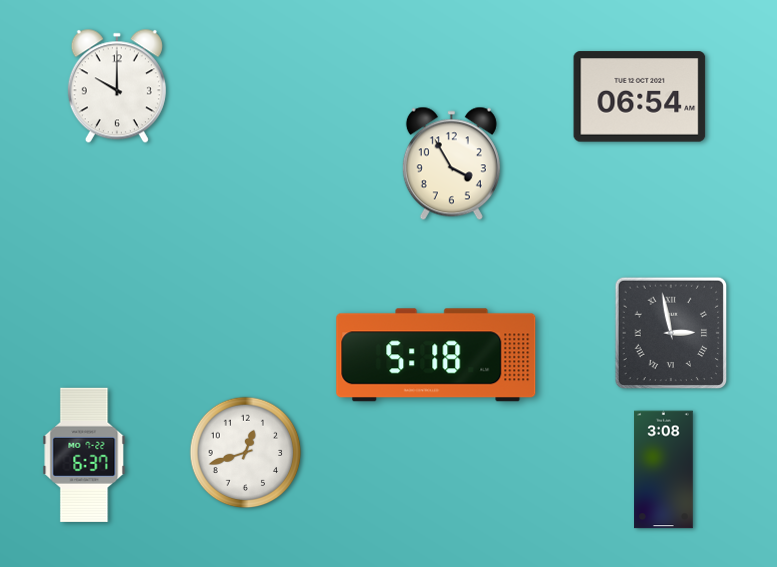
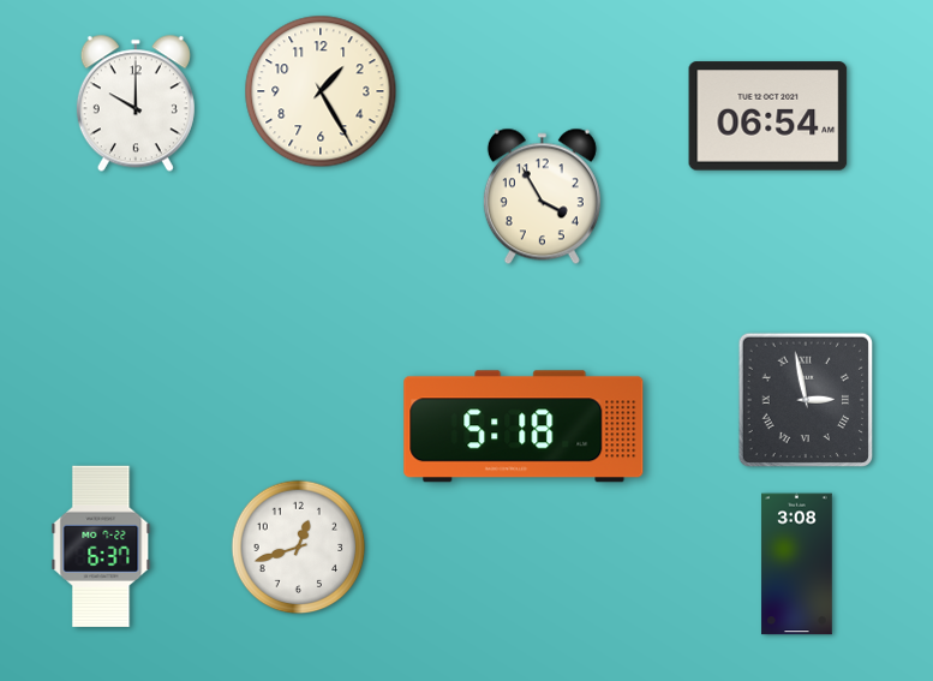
clock at (321, 91): none -> 1:25
clock at (117, 86) position: (117, 86) -> (136, 103)
clock at (246, 453) position: (246, 453) -> (299, 548)
